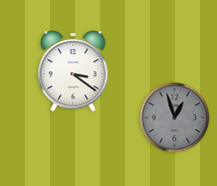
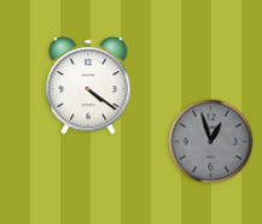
clock at (73, 71): 3:21 -> 4:21
